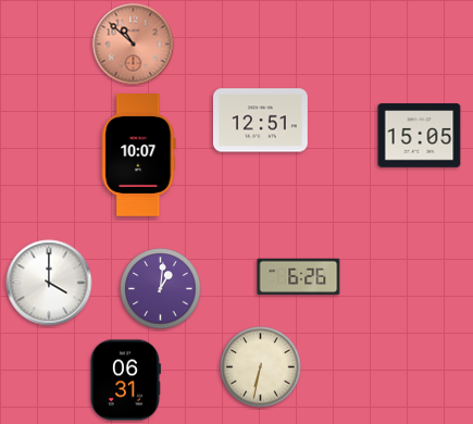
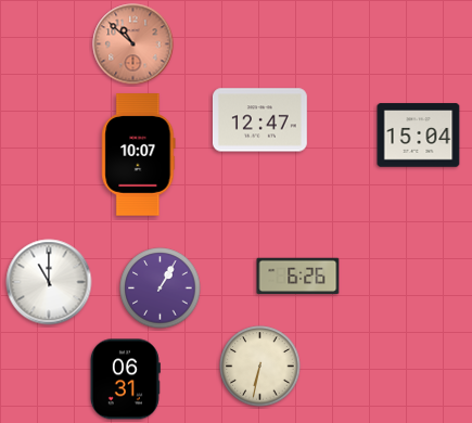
clock at (260, 121): 12:51 -> 12:47
clock at (420, 136): 15:05 -> 15:04
clock at (49, 283): 4:00 -> 11:00
clock at (161, 289): 1:01 -> 1:05
